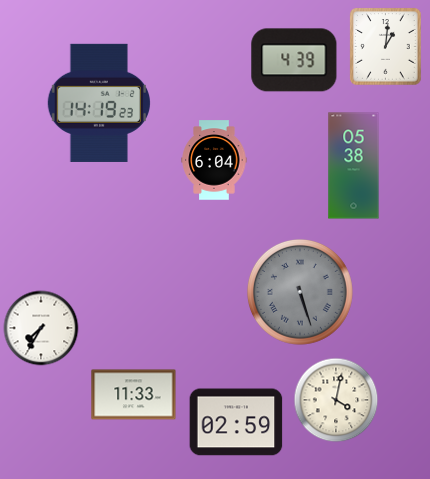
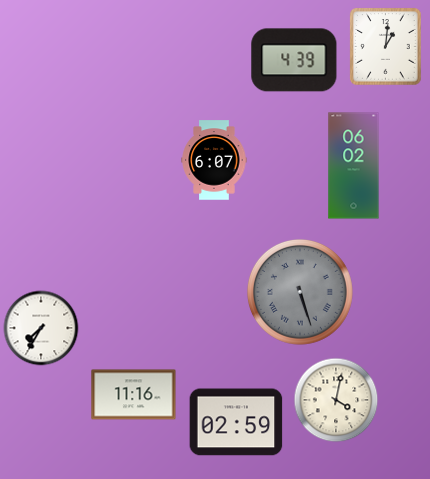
clock at (98, 103): 14:19 -> none
clock at (214, 160): 6:04 -> 6:07
clock at (354, 166): 05:38 -> 06:02
clock at (134, 395): 11:33 -> 11:16
